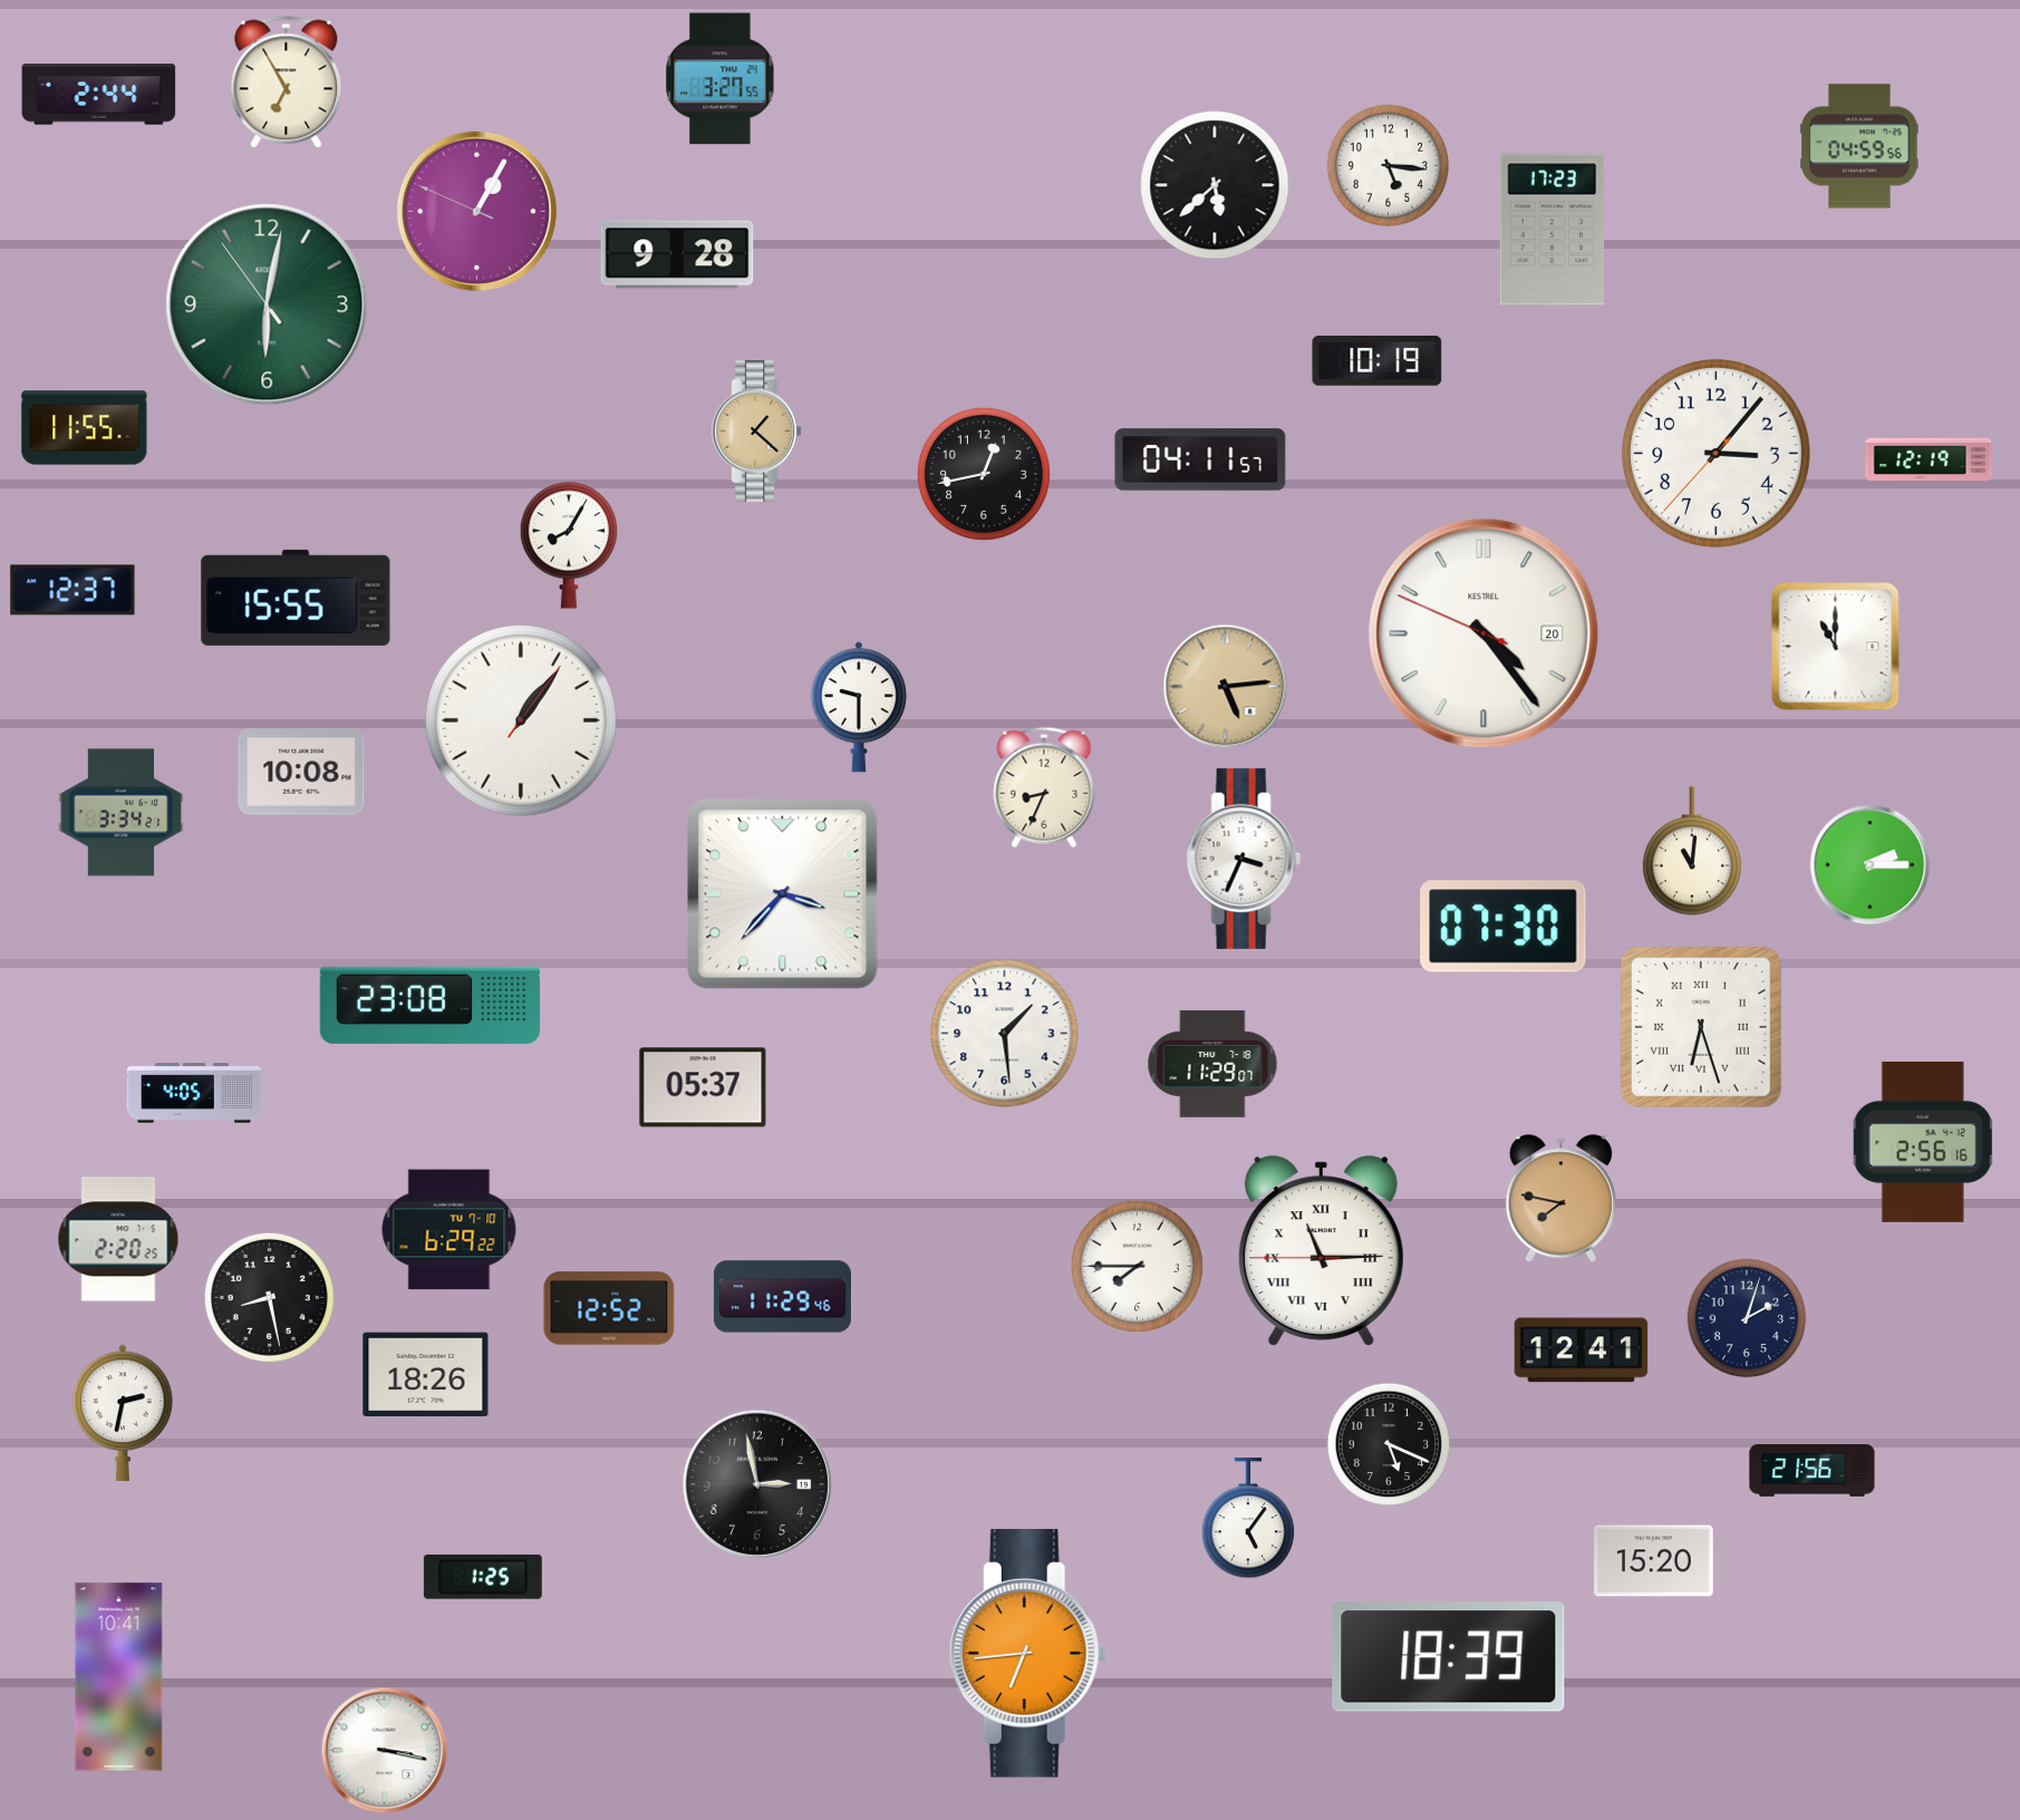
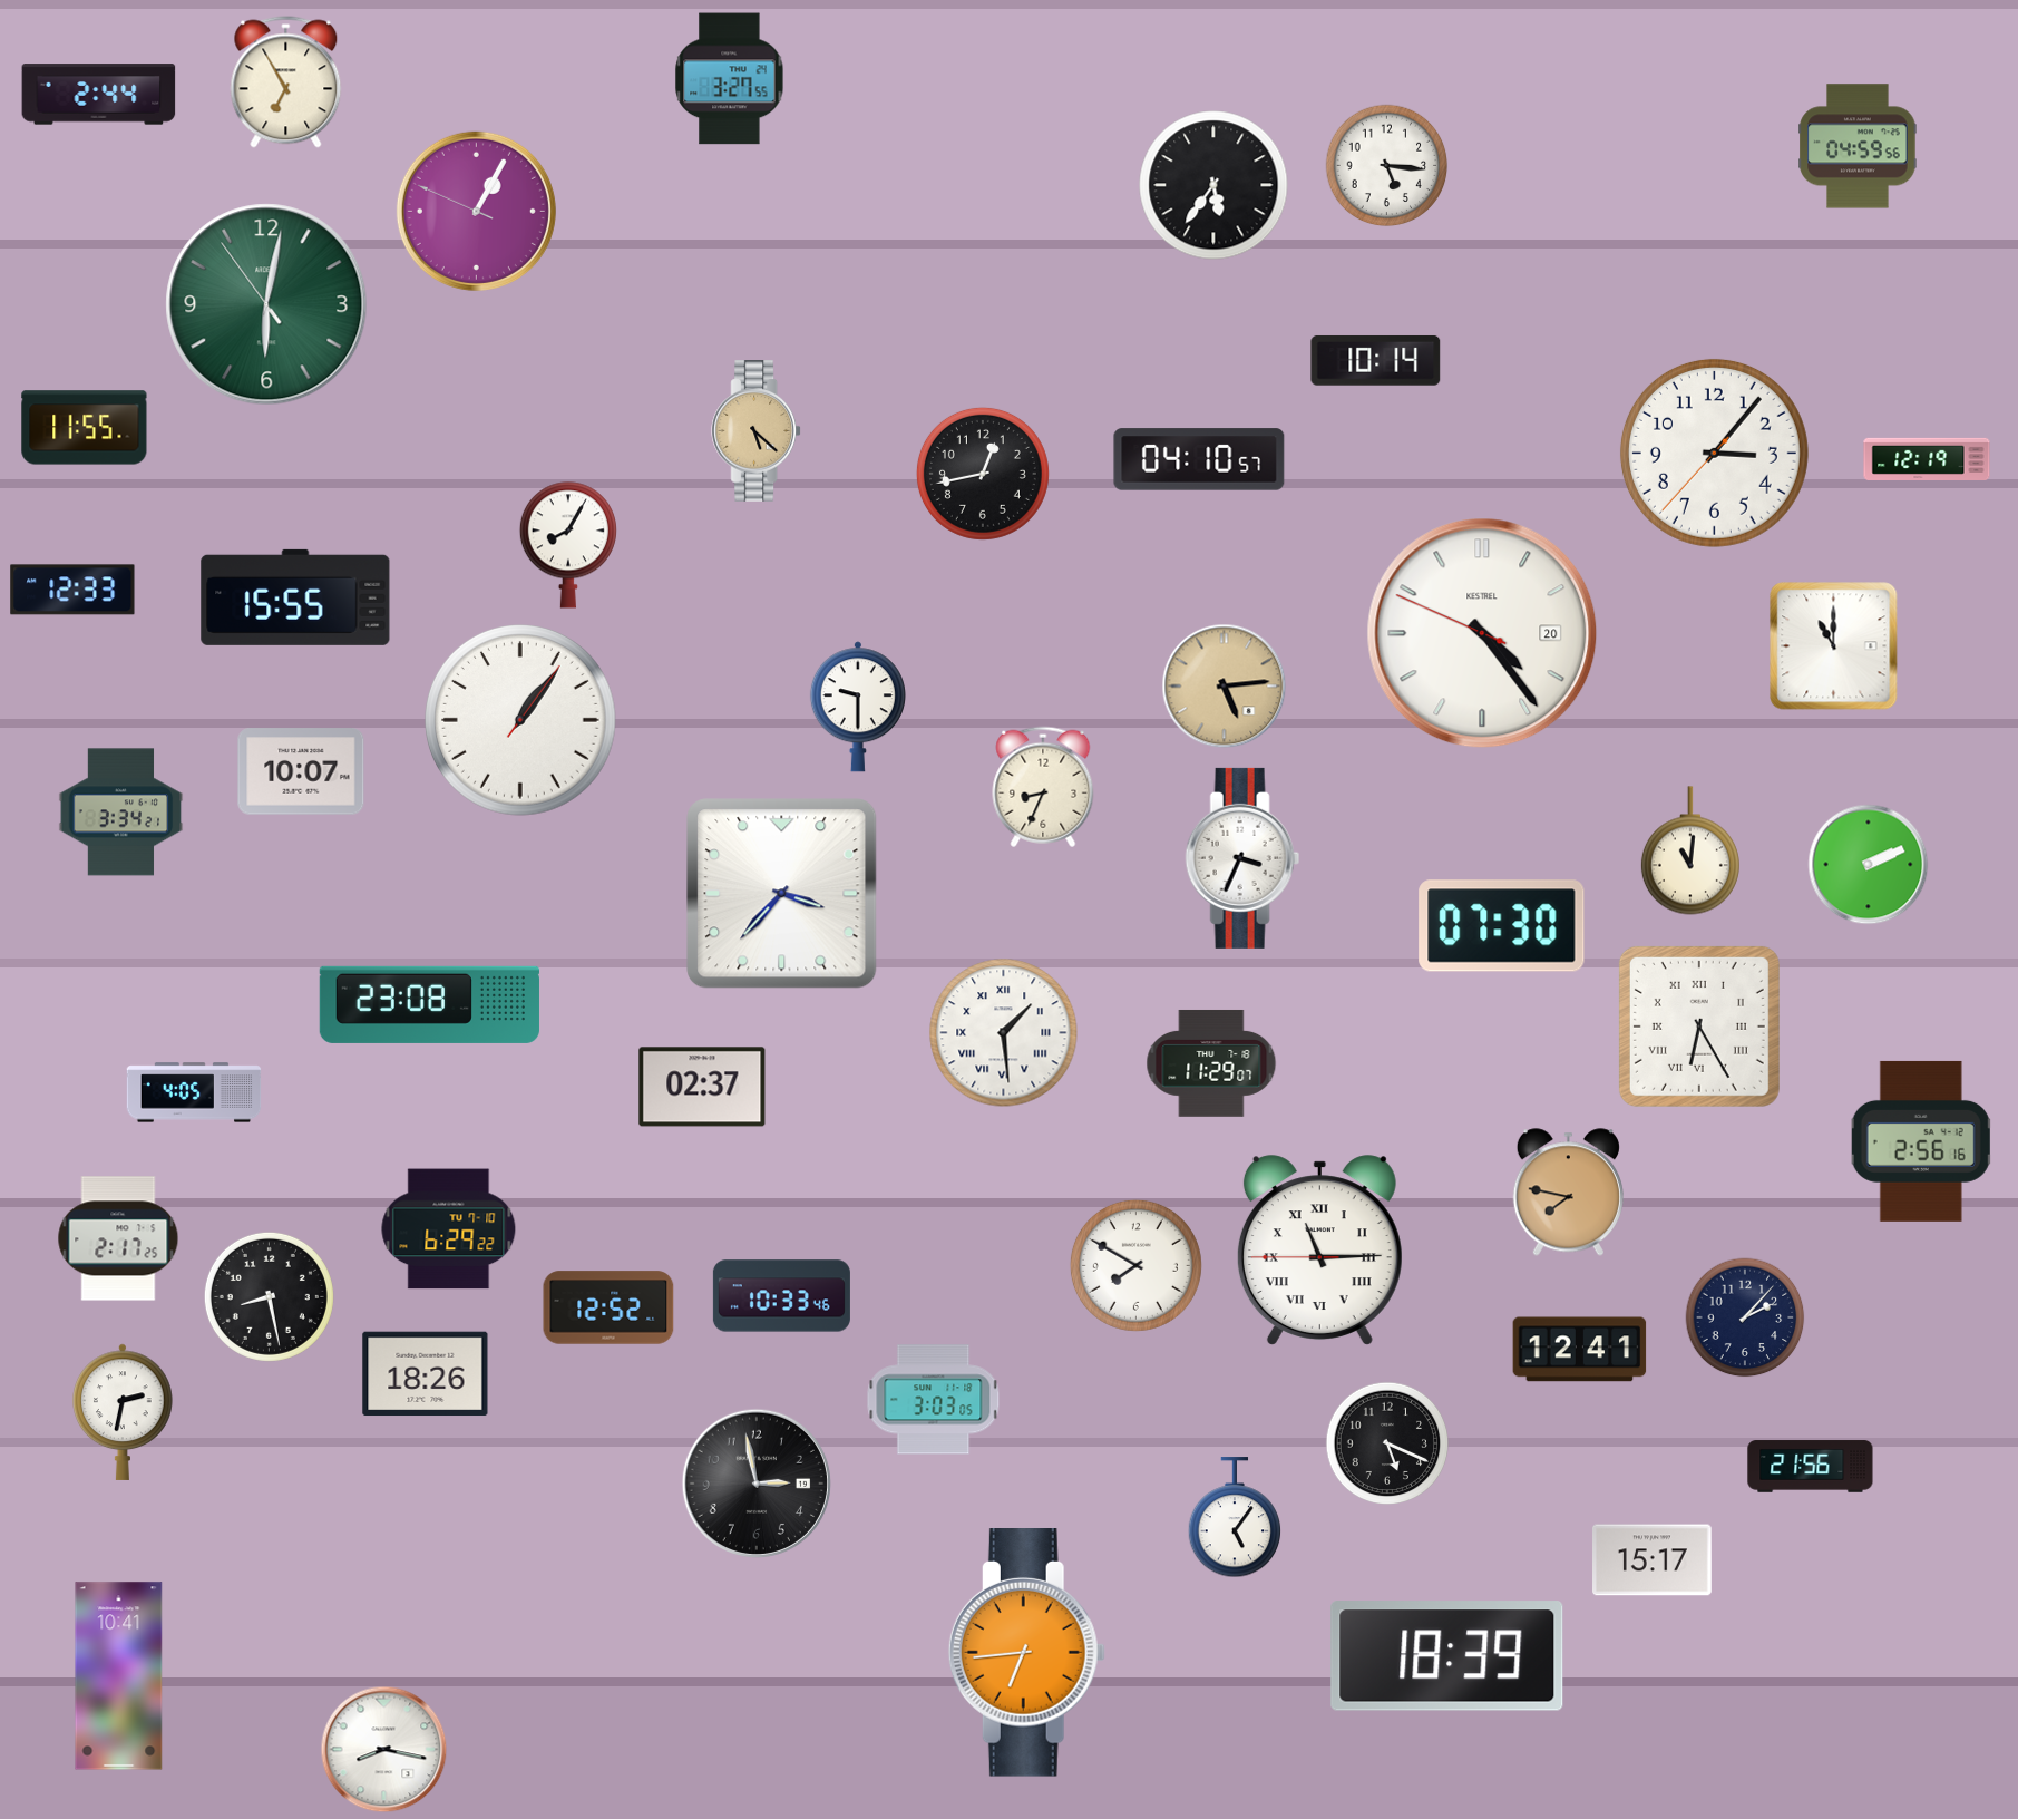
clock at (721, 79) position: (721, 79) -> (730, 79)
clock at (1215, 185): 5:38 -> 5:36
clock at (1553, 230): 17:23 -> none
clock at (677, 254): 9:28 -> none
clock at (1378, 360): 10:19 -> 10:14
clock at (757, 432): 1:22 -> 5:22
clock at (1200, 459): 04:11 -> 04:10
clock at (73, 590): 12:37 -> 12:33
clock at (301, 772): 10:08 -> 10:07
clock at (1871, 865): 2:15 -> 2:11
clock at (1701, 1027): 6:27 -> 6:25
clock at (1005, 1034) numerals: Arabic -> Roman
clock at (703, 1087): 05:37 -> 02:37
clock at (1560, 1199) position: (1560, 1199) -> (1568, 1193)
clock at (118, 1239): 2:20 -> 2:17
clock at (1137, 1266): 7:45 -> 7:50
clock at (782, 1297): 11:29 -> 10:33
clock at (1747, 1318): 2:03 -> 2:07
clock at (934, 1400): none -> 3:03
clock at (1813, 1471) position: (1813, 1471) -> (1811, 1467)
clock at (1248, 1519) position: (1248, 1519) -> (1235, 1518)
clock at (1654, 1561): 15:20 -> 15:17
clock at (483, 1577): 1:25 -> none
clock at (385, 1751): 3:17 -> 8:17
